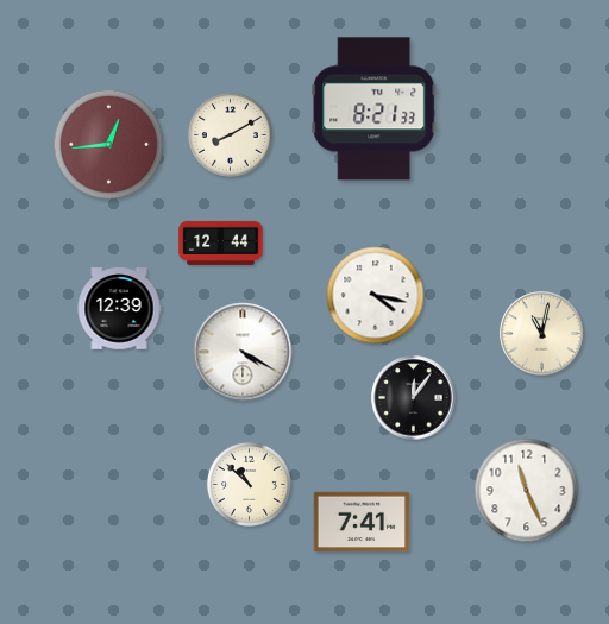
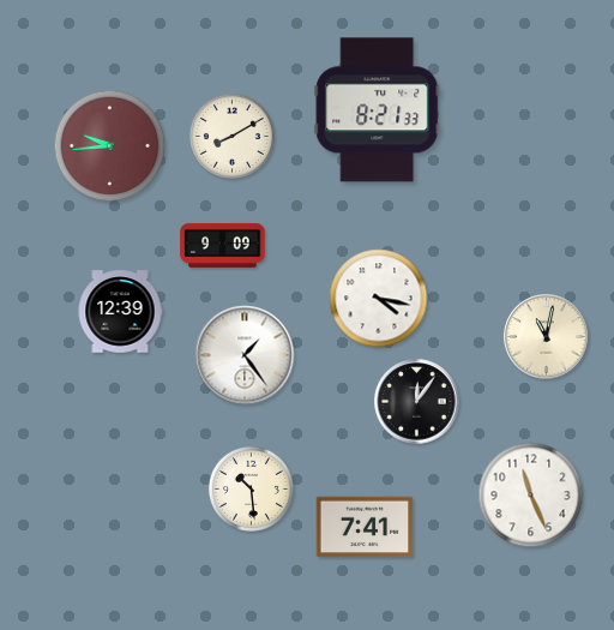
clock at (109, 145): 12:44 -> 9:44
clock at (221, 242): 12:44 -> 9:09
clock at (243, 352): 4:20 -> 1:24
clock at (249, 484): 10:52 -> 10:29
